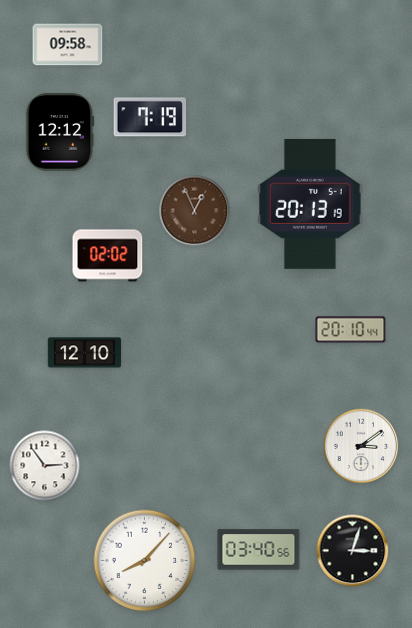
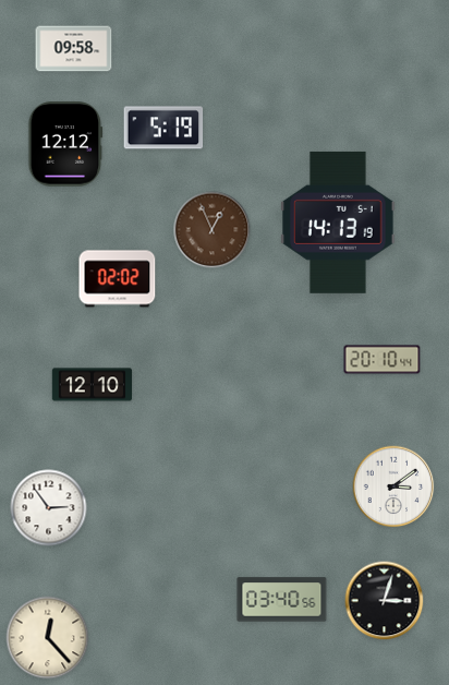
clock at (150, 117): 7:19 -> 5:19
clock at (311, 204): 20:13 -> 14:13
clock at (145, 561): 8:07 -> none
clock at (48, 638): none -> 12:23
